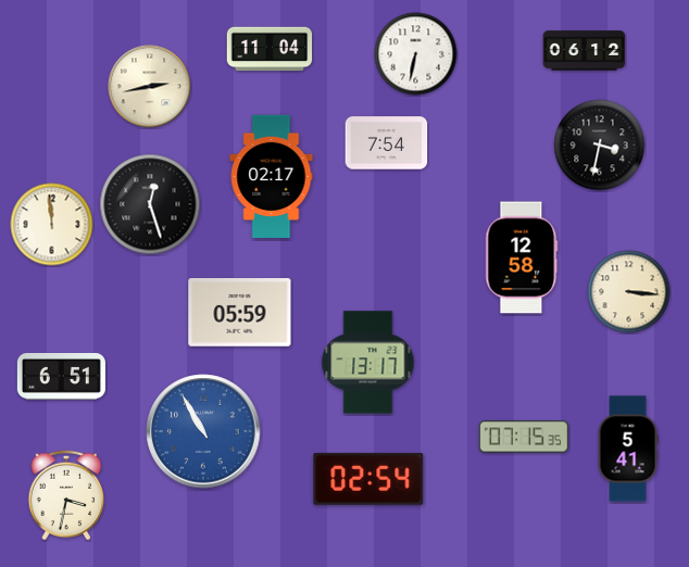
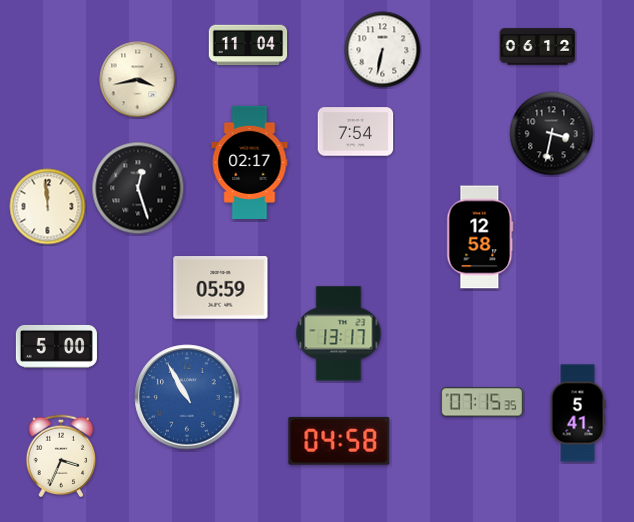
clock at (150, 87): 2:43 -> 3:43
clock at (629, 292): 3:16 -> none
clock at (61, 376): 6:51 -> 5:00
clock at (368, 479): 02:54 -> 04:58
clock at (66, 495): 3:32 -> 3:34
